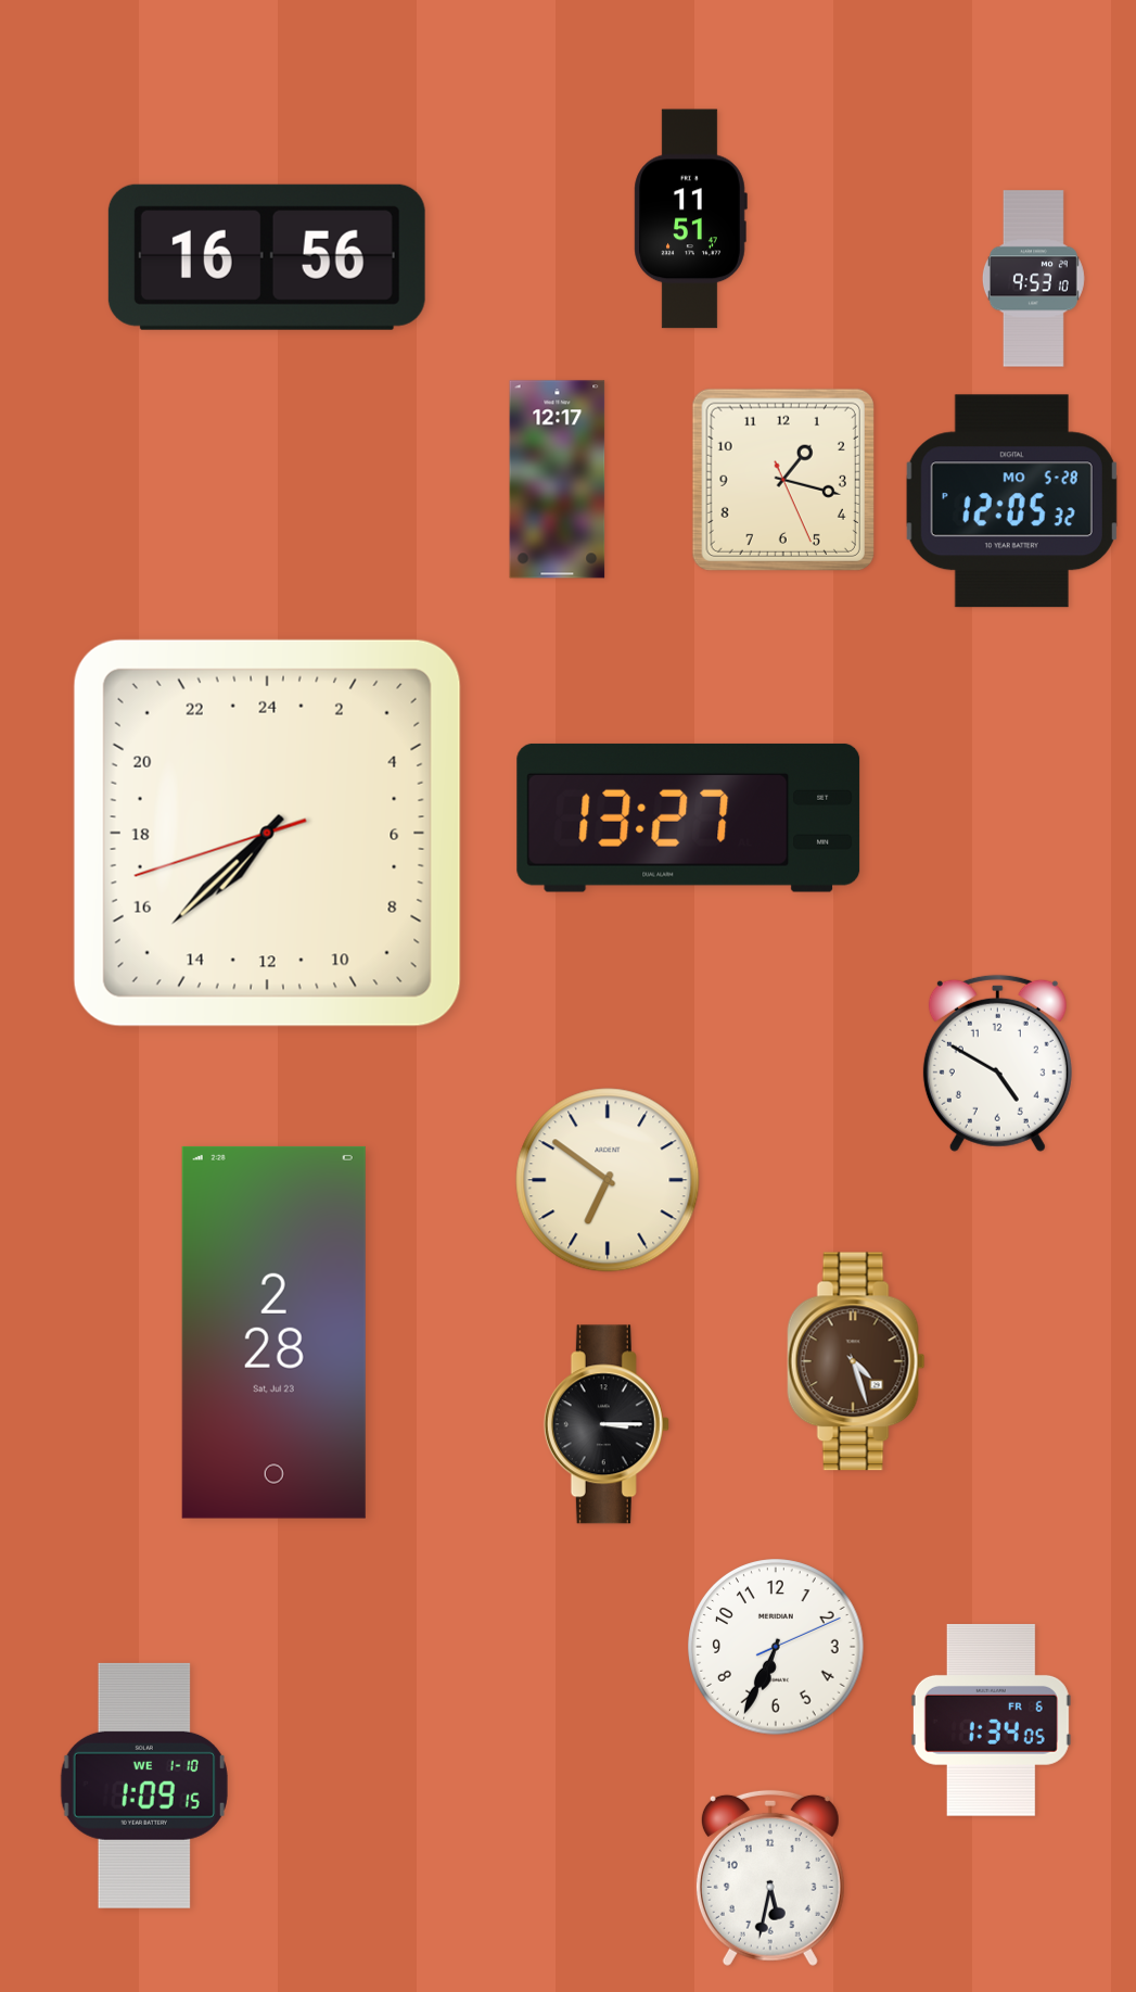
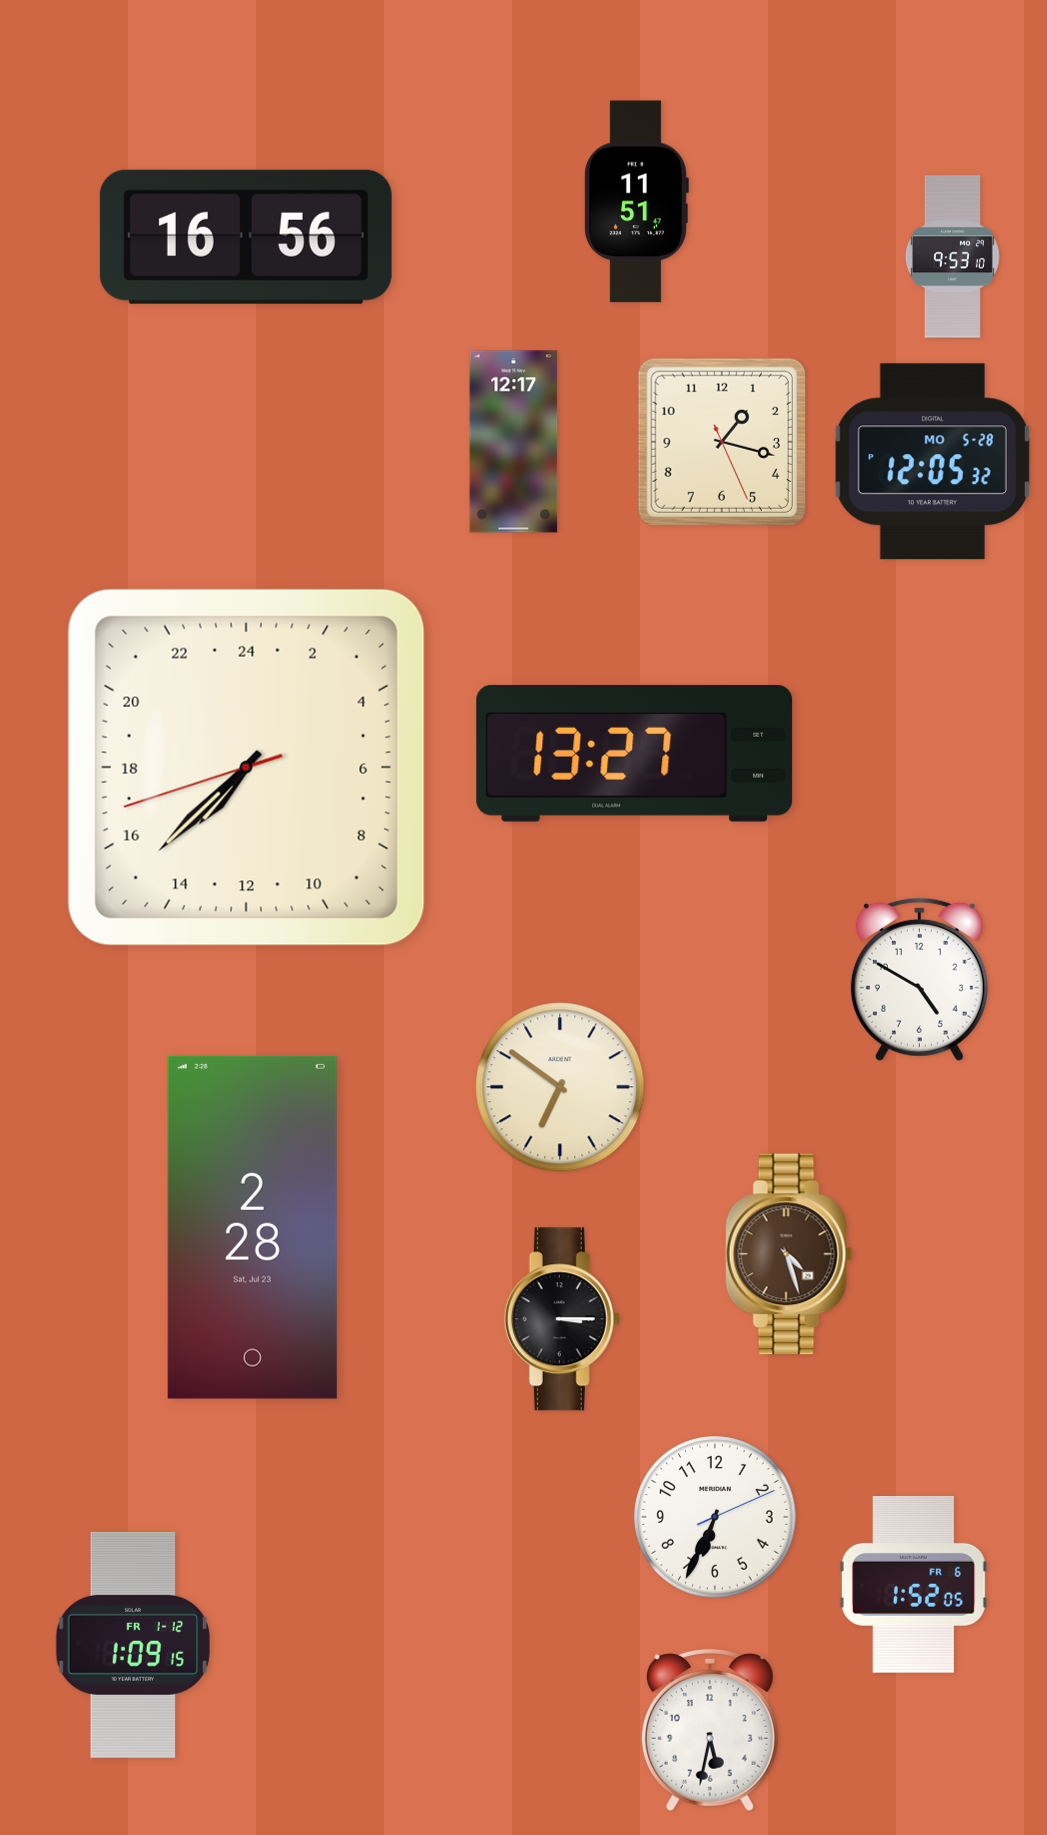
clock at (607, 1424) position: (607, 1424) -> (562, 1319)
clock at (991, 1721): 1:34 -> 1:52
clock at (144, 1786) date: WE 1-10 -> FR 1-12
